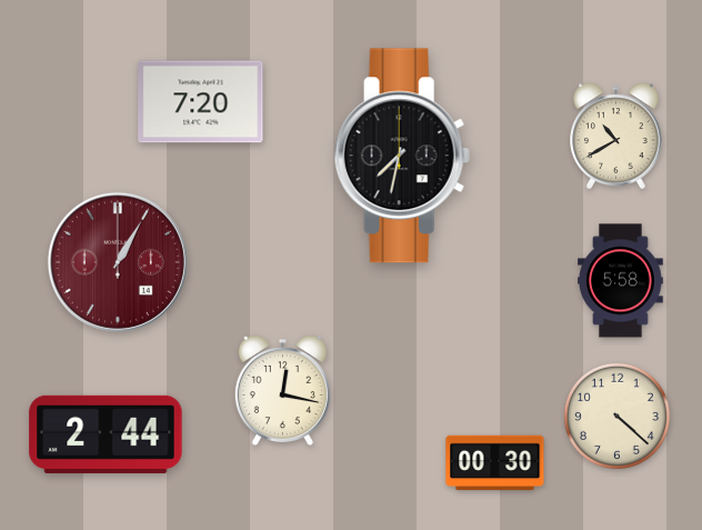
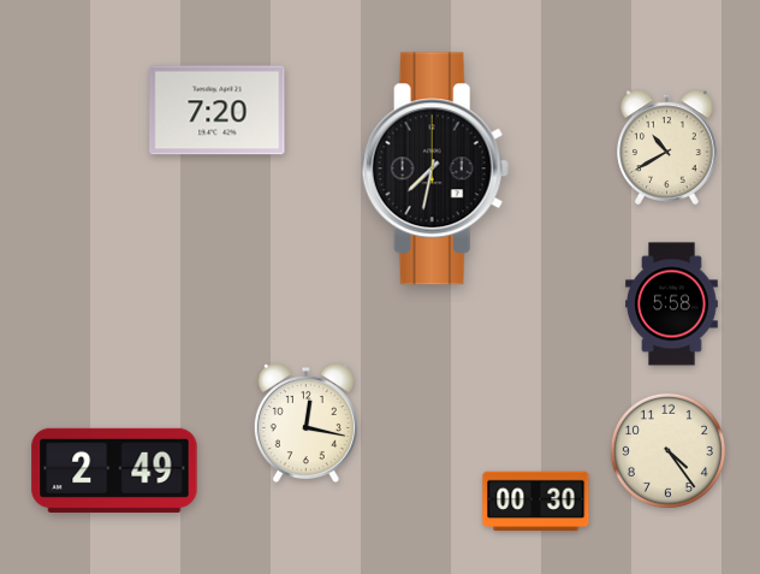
clock at (118, 262): 1:05 -> none
clock at (616, 416): 4:22 -> 4:24
clock at (106, 434): 2:44 -> 2:49
